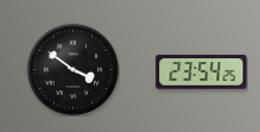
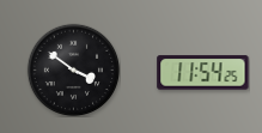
clock at (202, 73): 23:54 -> 11:54
